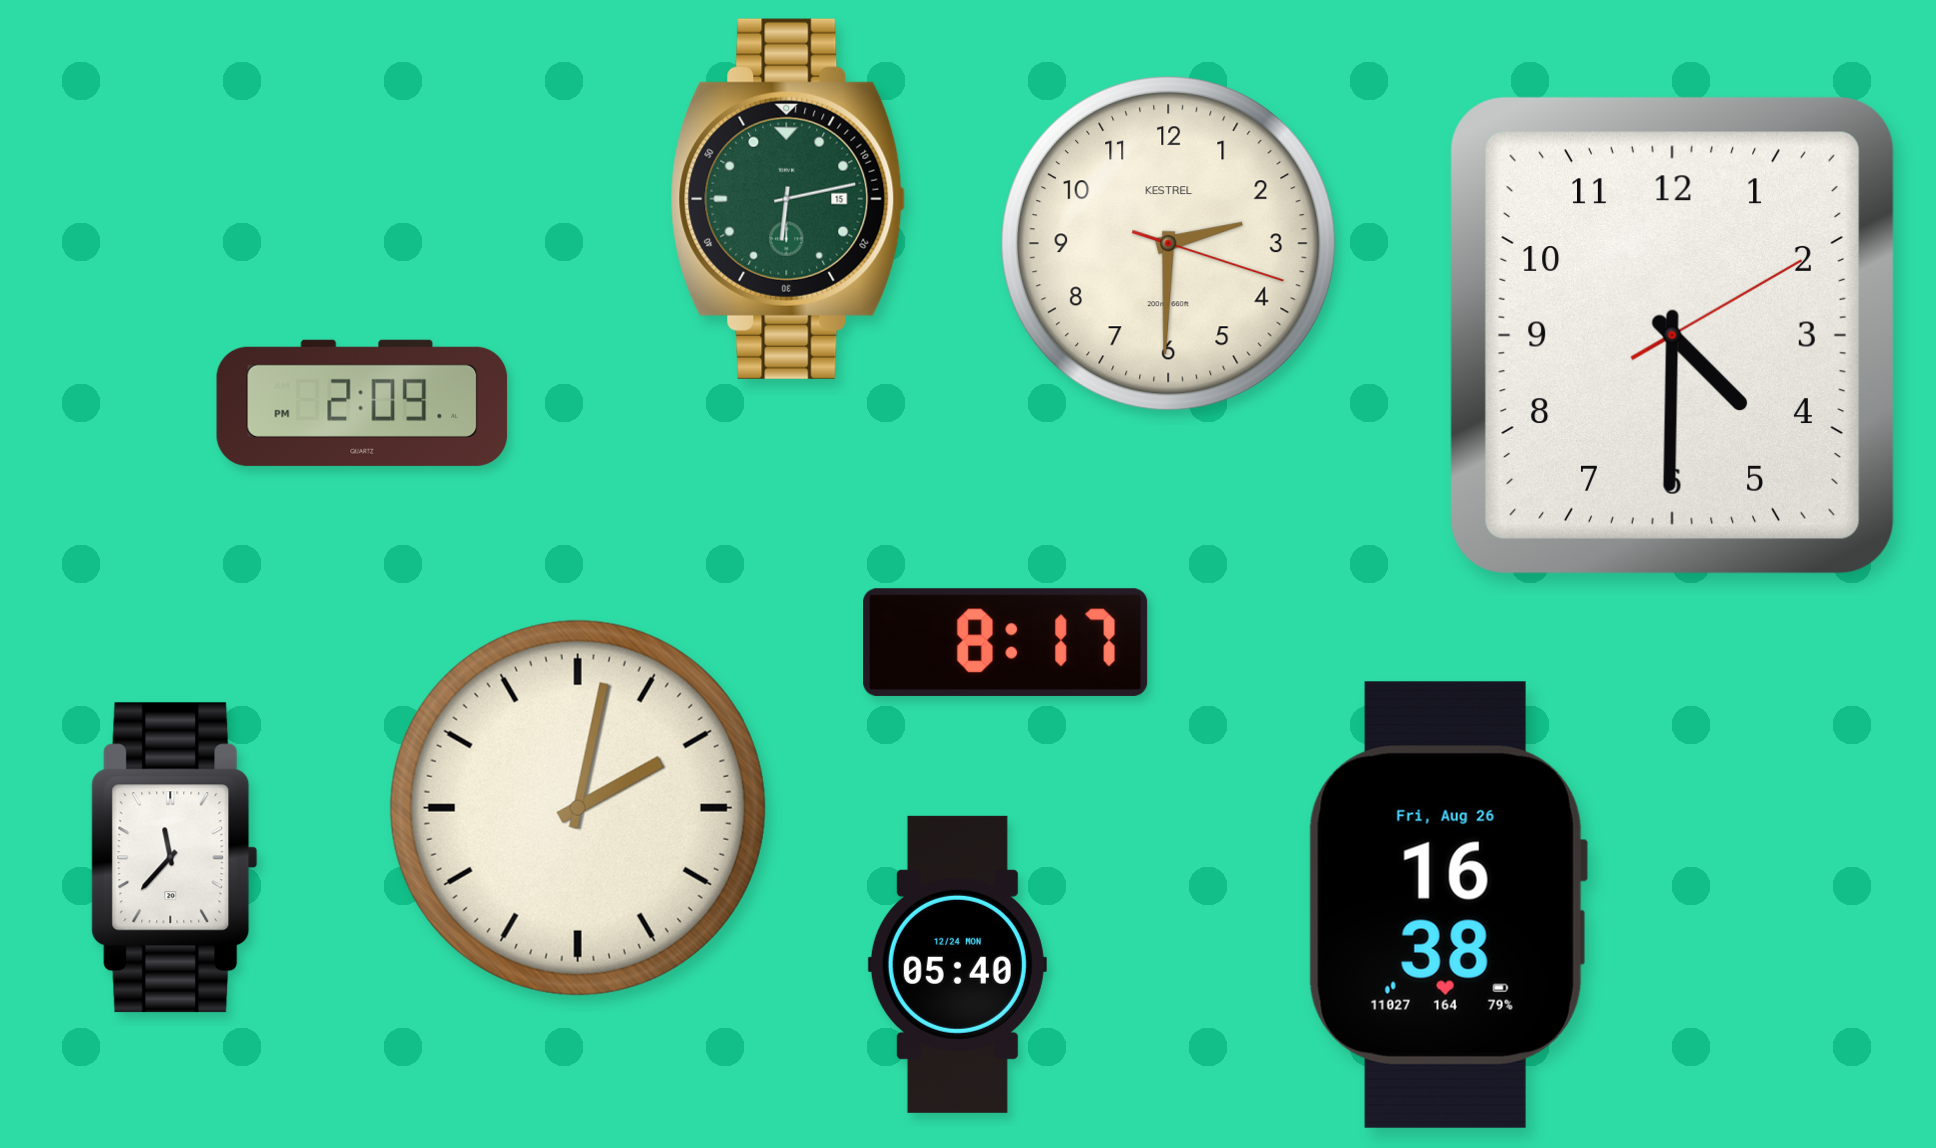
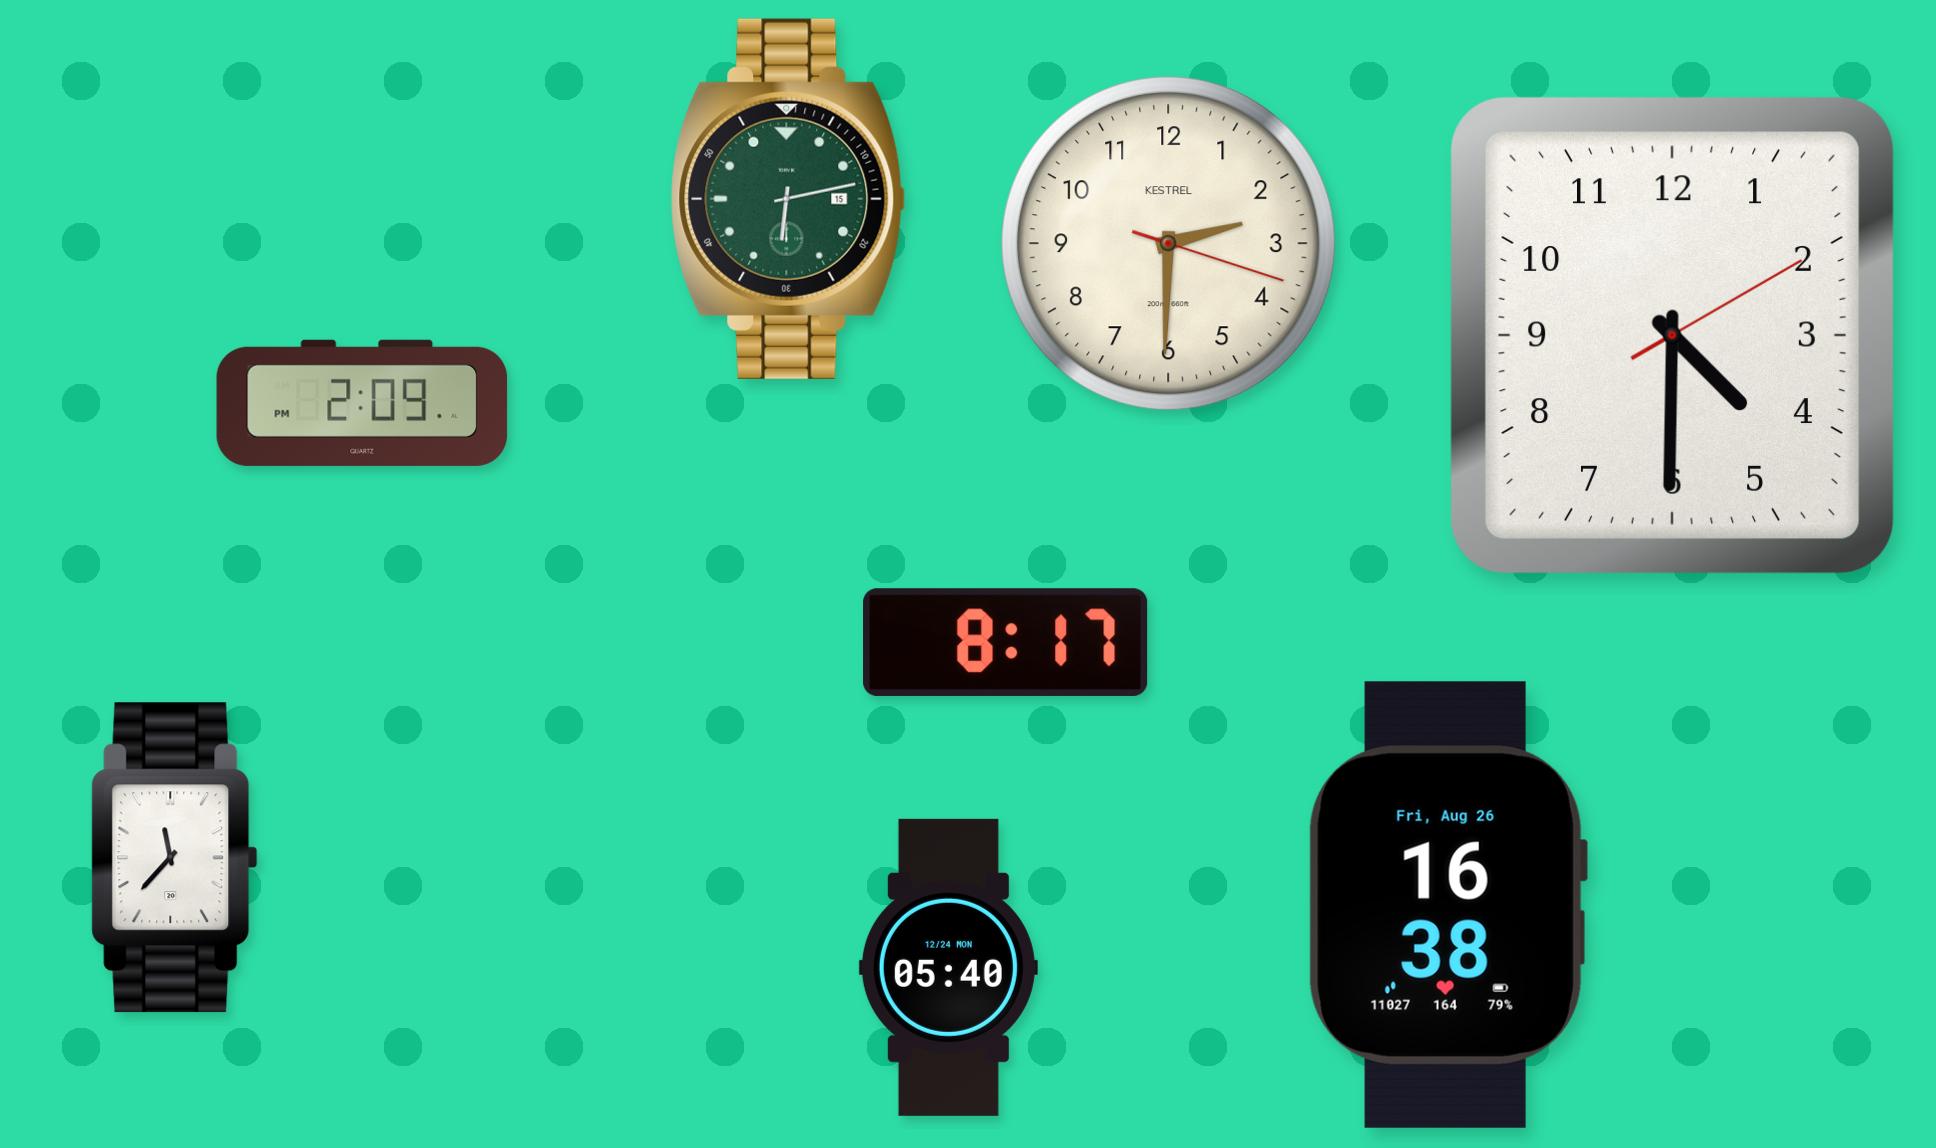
clock at (578, 808): 2:02 -> none
clock at (957, 964) position: (957, 964) -> (948, 967)
